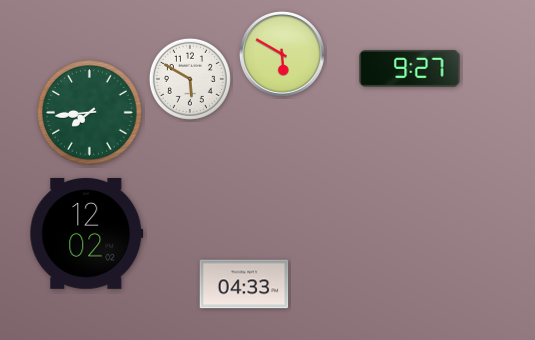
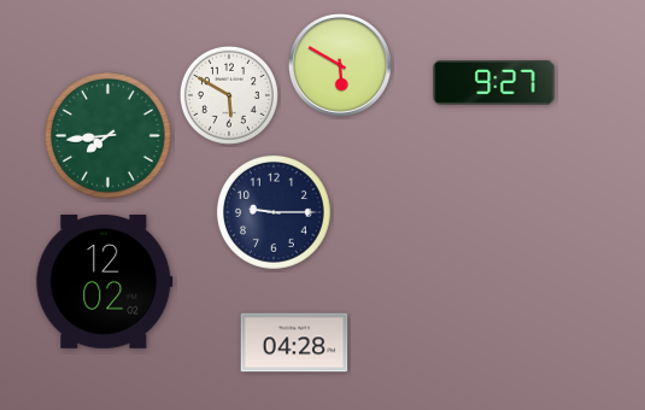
clock at (274, 212): none -> 9:15
clock at (244, 284): 04:33 -> 04:28
